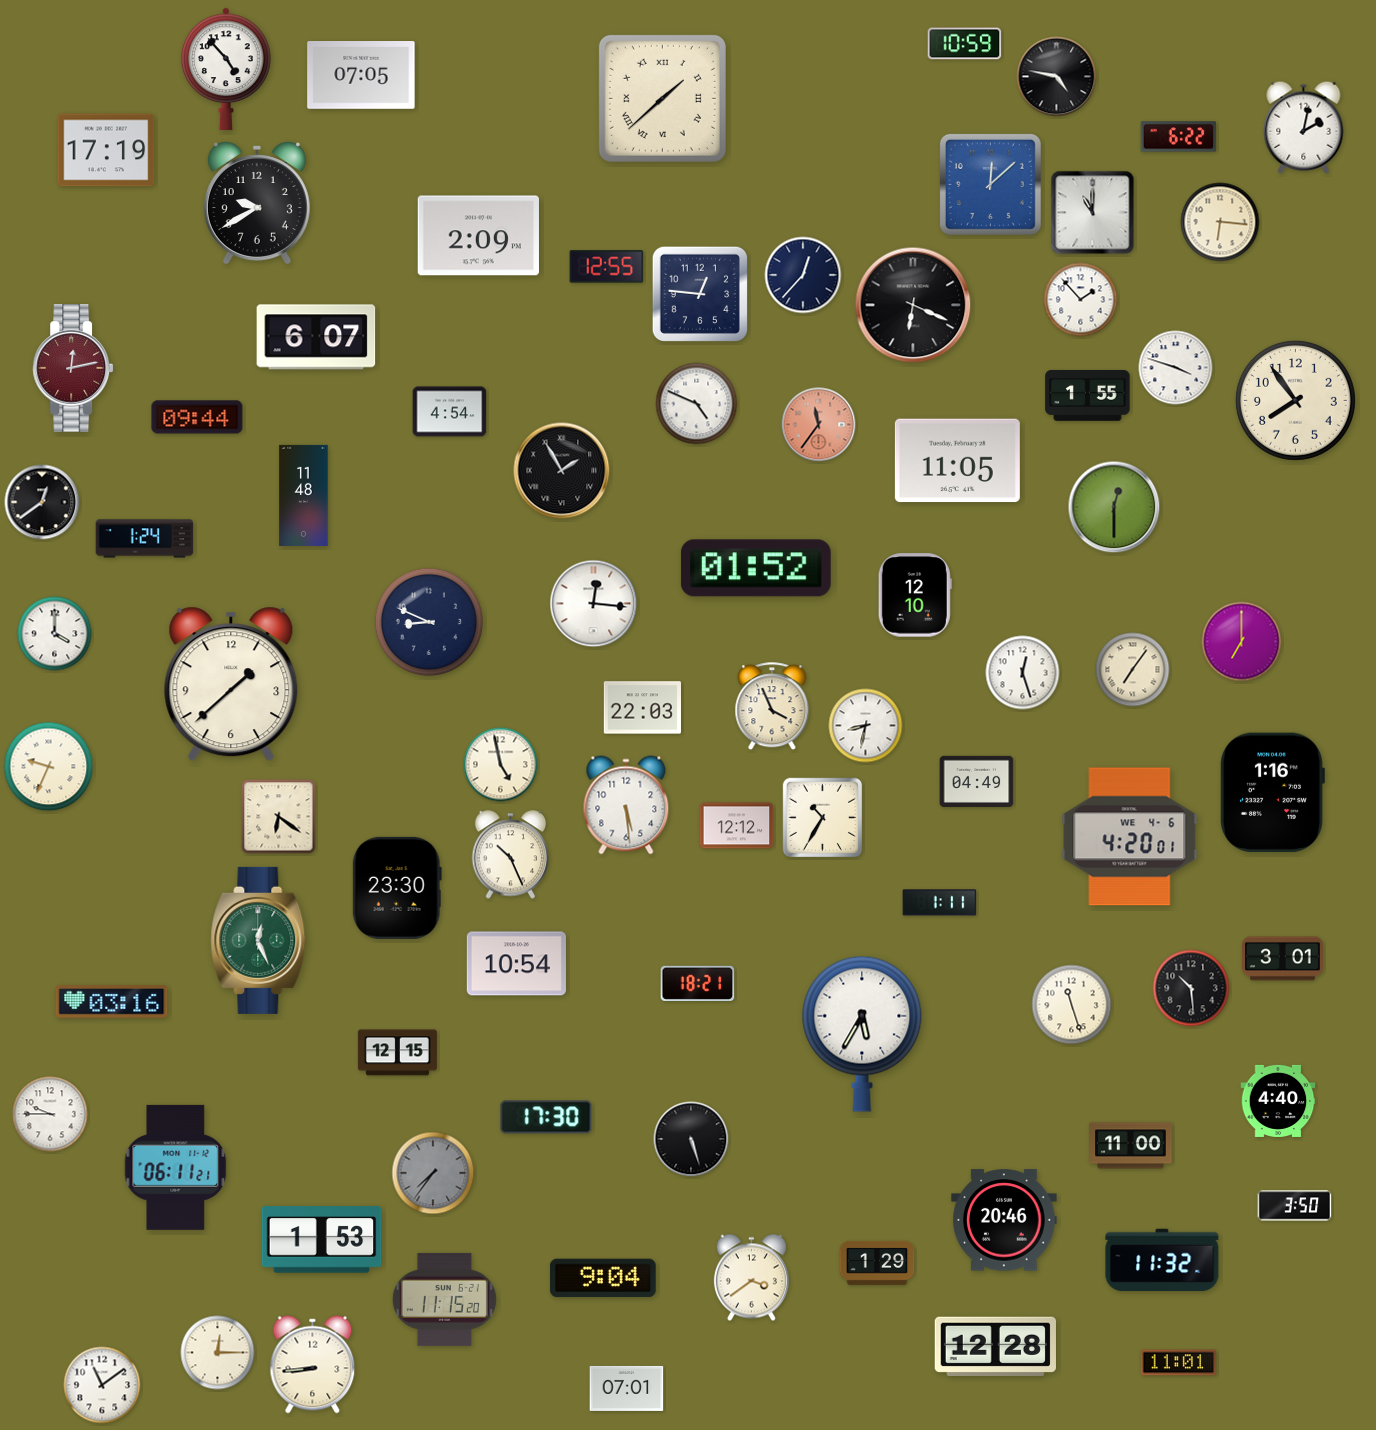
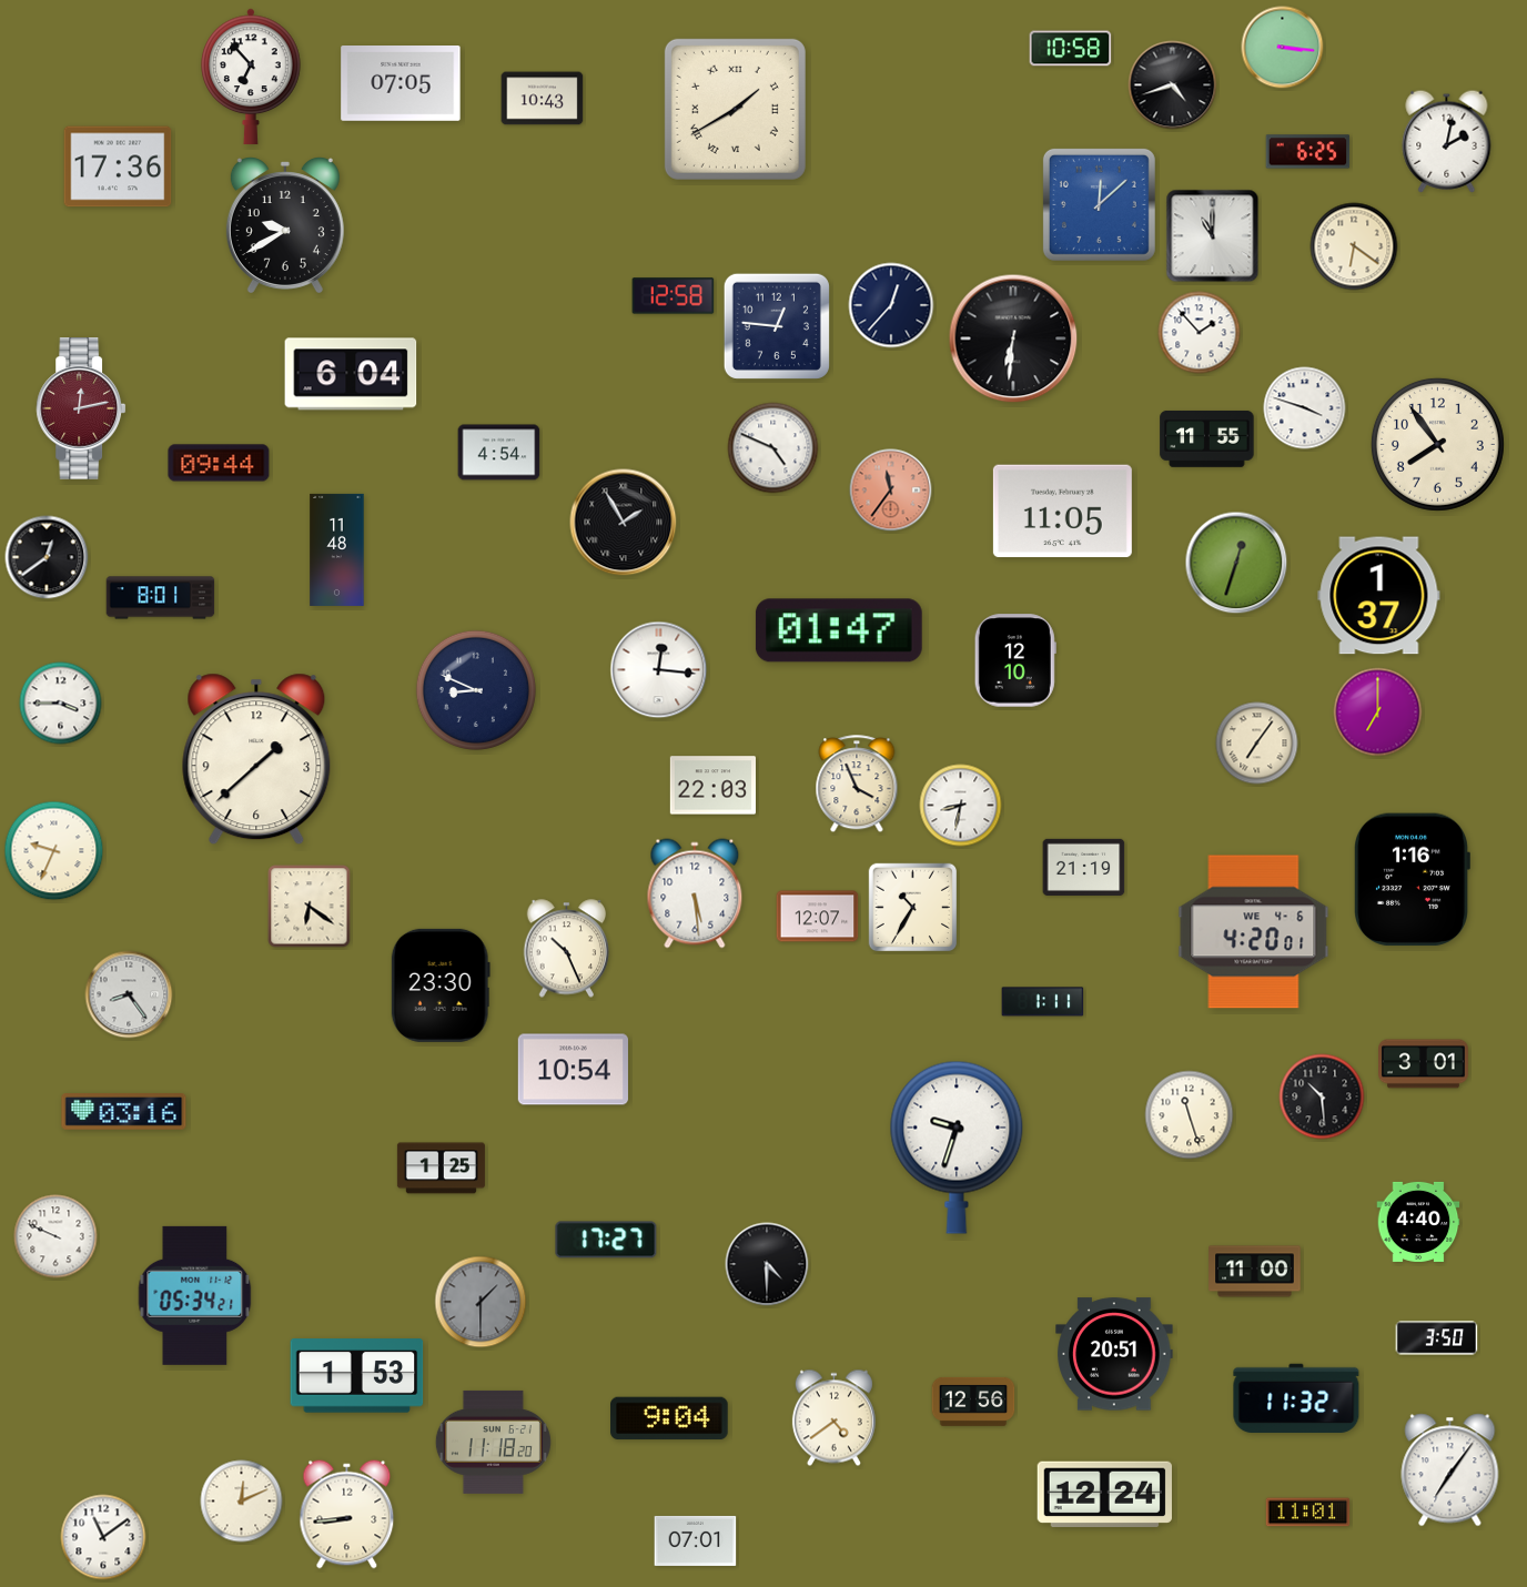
clock at (1283, 48): none -> 3:16
clock at (965, 44): 10:59 -> 10:58
clock at (226, 69): 4:53 -> 6:53
clock at (1057, 77): 4:47 -> 4:42
clock at (543, 99): none -> 10:43
clock at (662, 98): 1:38 -> 1:40
clock at (1179, 137): 6:22 -> 6:25
clock at (106, 150): 17:19 -> 17:36
clock at (1220, 222): 6:16 -> 6:21
clock at (478, 236): 2:09 -> none
clock at (607, 267): 12:55 -> 12:58
clock at (913, 305): 6:19 -> 6:31
clock at (316, 337): 6:07 -> 6:04
clock at (1088, 396): 1:55 -> 11:55
clock at (450, 412) position: (450, 412) -> (499, 453)
clock at (819, 425) position: (819, 425) -> (891, 491)
clock at (1114, 507): 12:30 -> 12:33
clock at (1379, 596): none -> 1:37
clock at (145, 539): 1:24 -> 8:01
clock at (756, 568): 01:52 -> 01:47
clock at (55, 634): 4:00 -> 3:45
clock at (1023, 673): 12:27 -> none
clock at (501, 765): 4:58 -> none
clock at (977, 781): 04:49 -> 21:19
clock at (737, 826): 12:12 -> 12:07
clock at (1130, 837) position: (1130, 837) -> (1254, 932)
clock at (129, 994): none -> 8:24
clock at (259, 940): 12:26 -> none
clock at (698, 983): 18:21 -> none
clock at (862, 1034): 5:35 -> 9:33
clock at (397, 1053): 12:15 -> 1:25
clock at (50, 1114): 9:45 -> 9:49
clock at (546, 1117): 17:30 -> 17:27
clock at (691, 1139): 5:27 -> 4:30
clock at (176, 1167): 06:11 -> 05:34
clock at (433, 1173): 7:36 -> 1:30
clock at (1004, 1220): 20:46 -> 20:51
clock at (1162, 1260) position: (1162, 1260) -> (1296, 1398)
clock at (877, 1263): 1:29 -> 12:56
clock at (751, 1278): 3:39 -> 4:39
clock at (444, 1299): 11:15 -> 11:18
clock at (1450, 1470): none -> 7:06
clock at (995, 1347): 12:28 -> 12:24
clock at (218, 1353): 12:15 -> 12:11
clock at (102, 1385) position: (102, 1385) -> (103, 1537)
